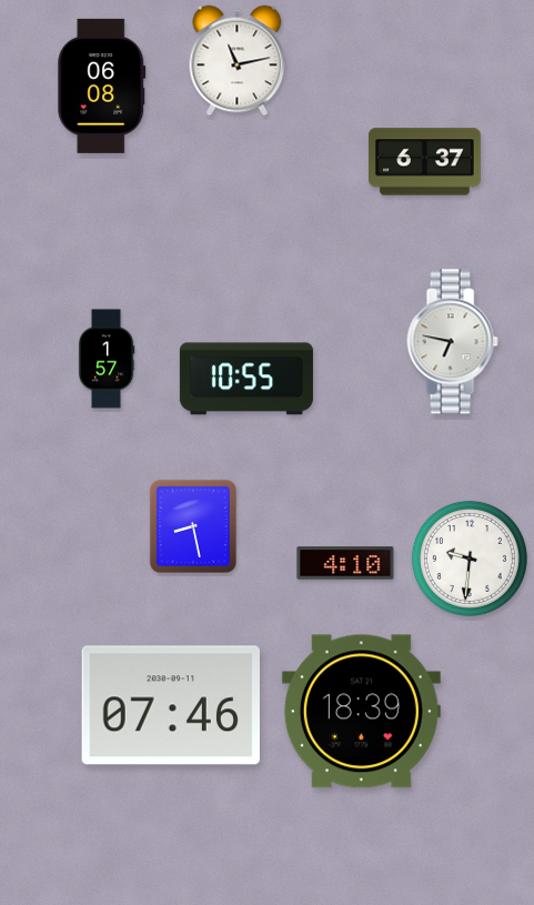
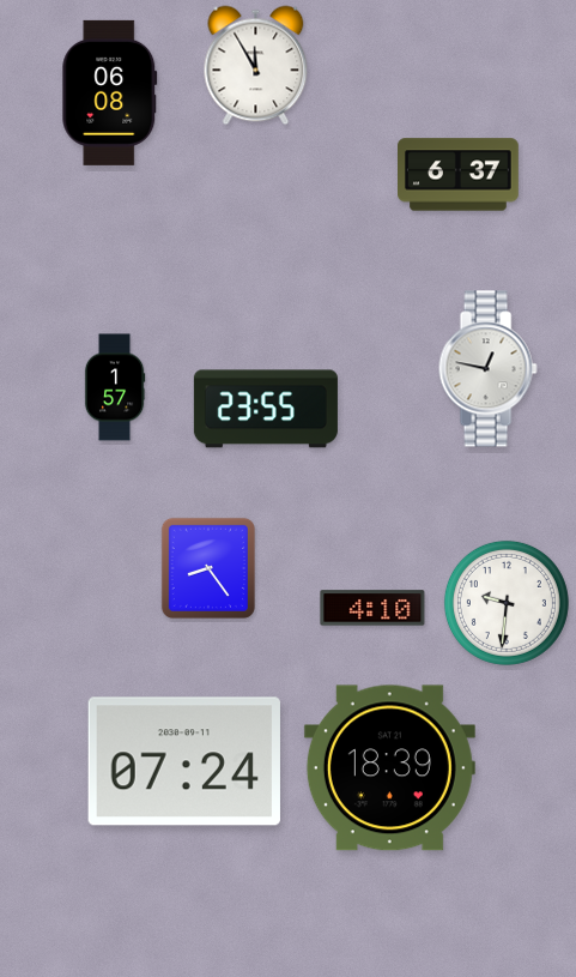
clock at (238, 61): 11:13 -> 11:55
clock at (452, 342): 6:47 -> 12:47
clock at (246, 379): 10:55 -> 23:55
clock at (193, 526): 8:28 -> 8:24
clock at (171, 705): 07:46 -> 07:24
